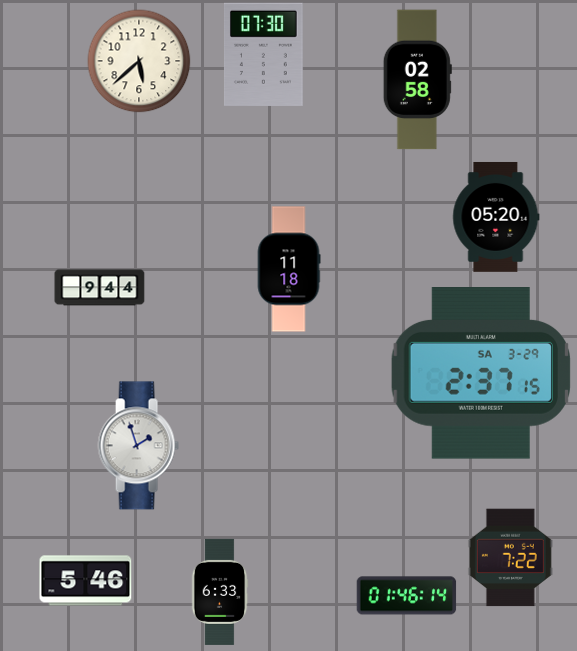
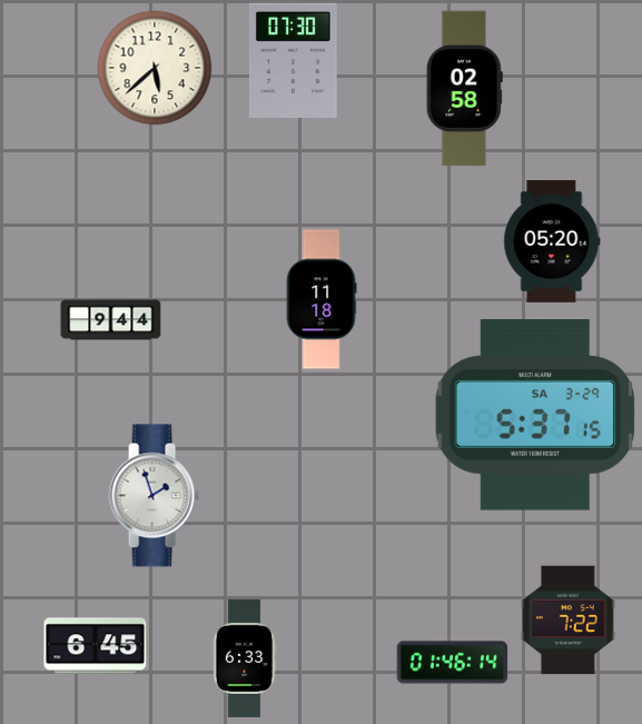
clock at (480, 374): 2:37 -> 5:37
clock at (86, 581): 5:46 -> 6:45
